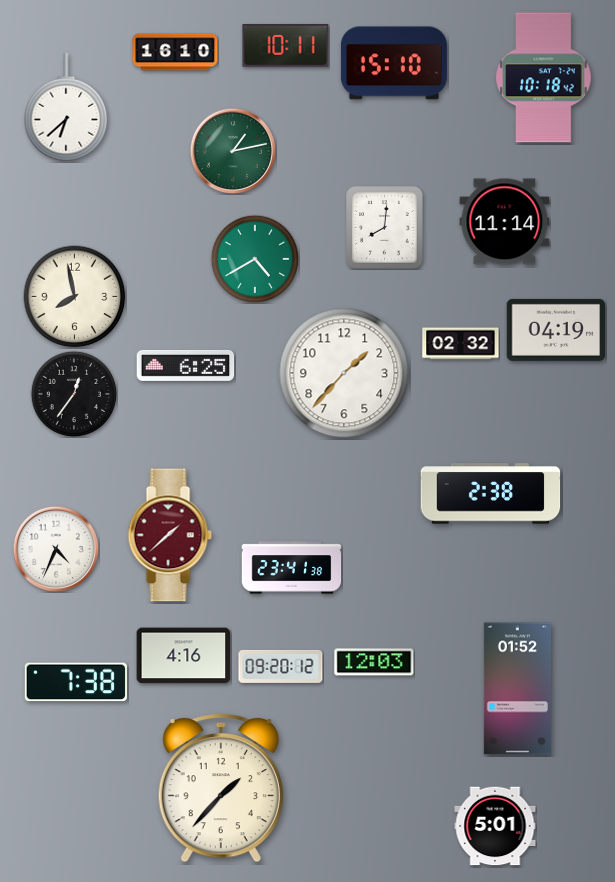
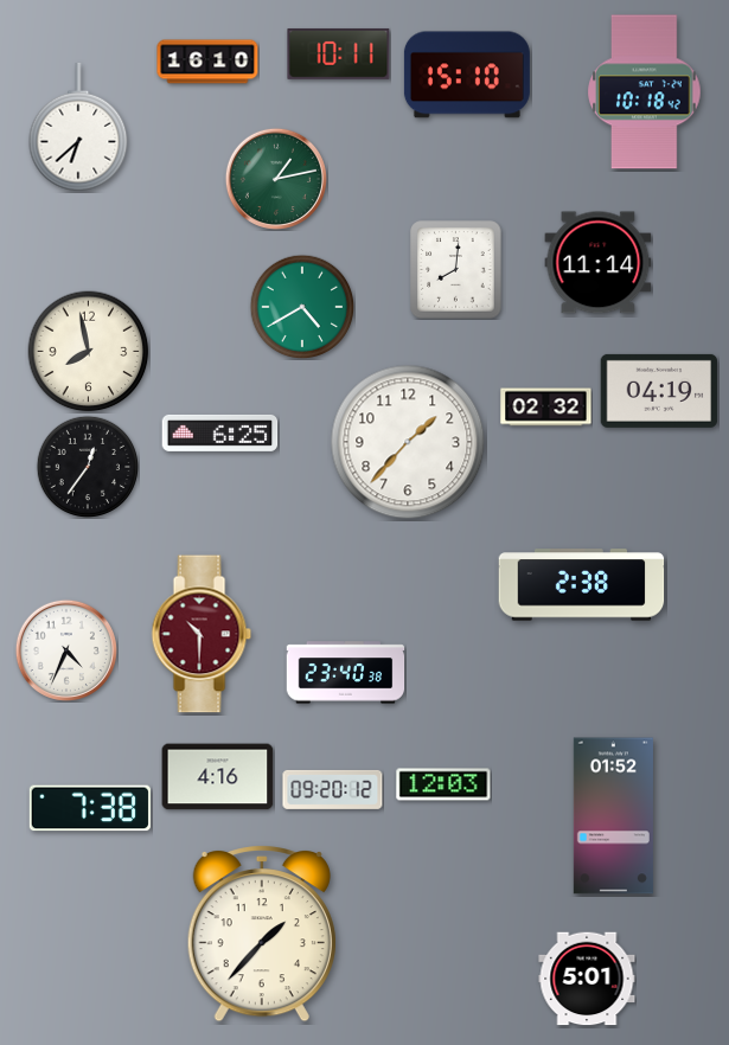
clock at (170, 535): 1:38 -> 10:30
clock at (292, 568): 23:41 -> 23:40
